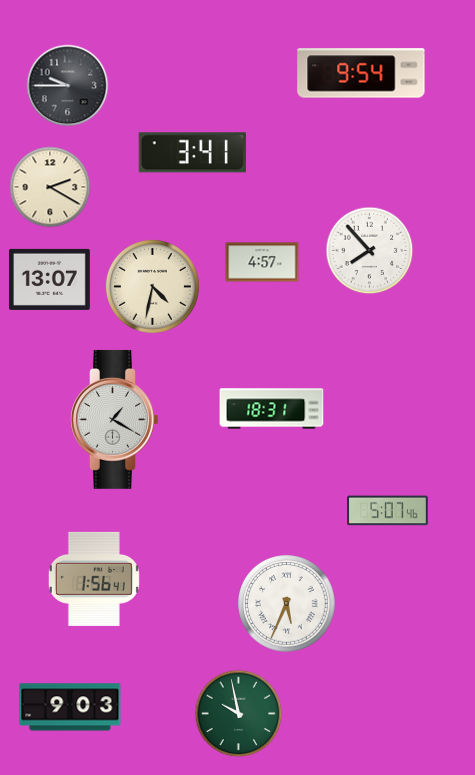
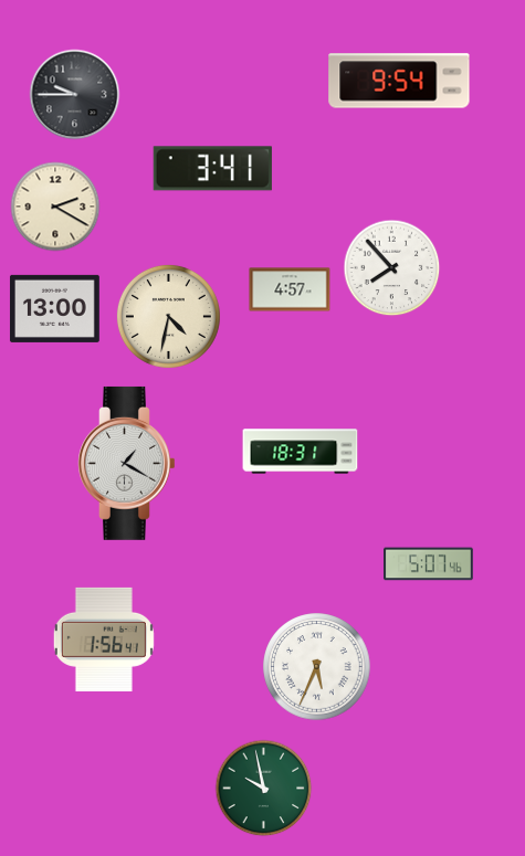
clock at (370, 251) position: (370, 251) -> (392, 268)
clock at (49, 279): 13:07 -> 13:00
clock at (70, 707): 9:03 -> none
